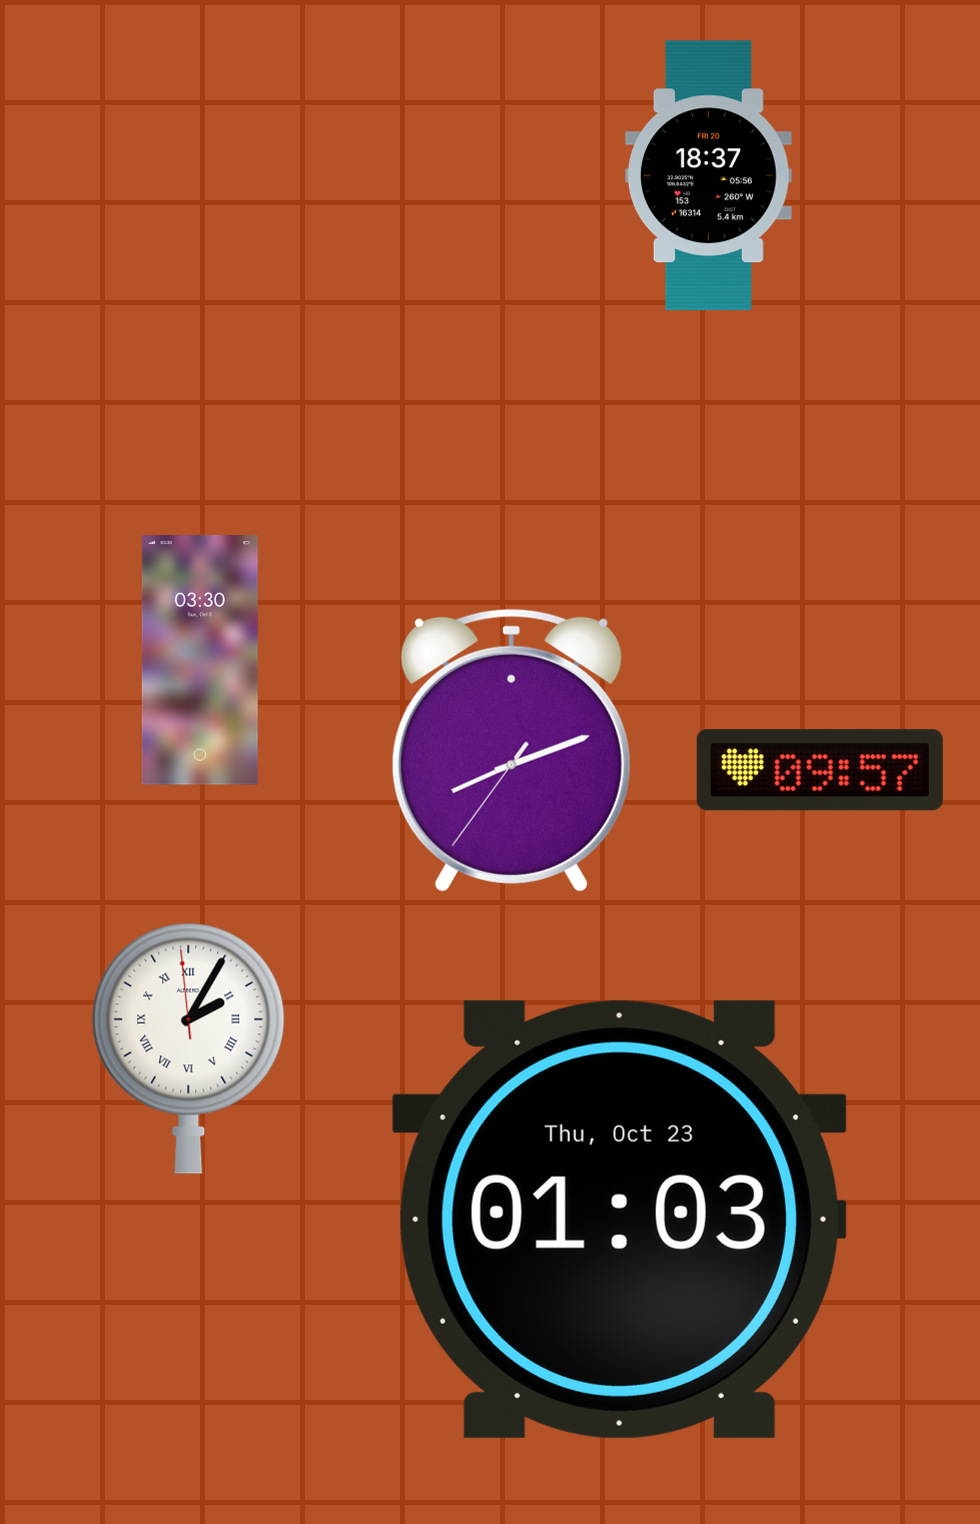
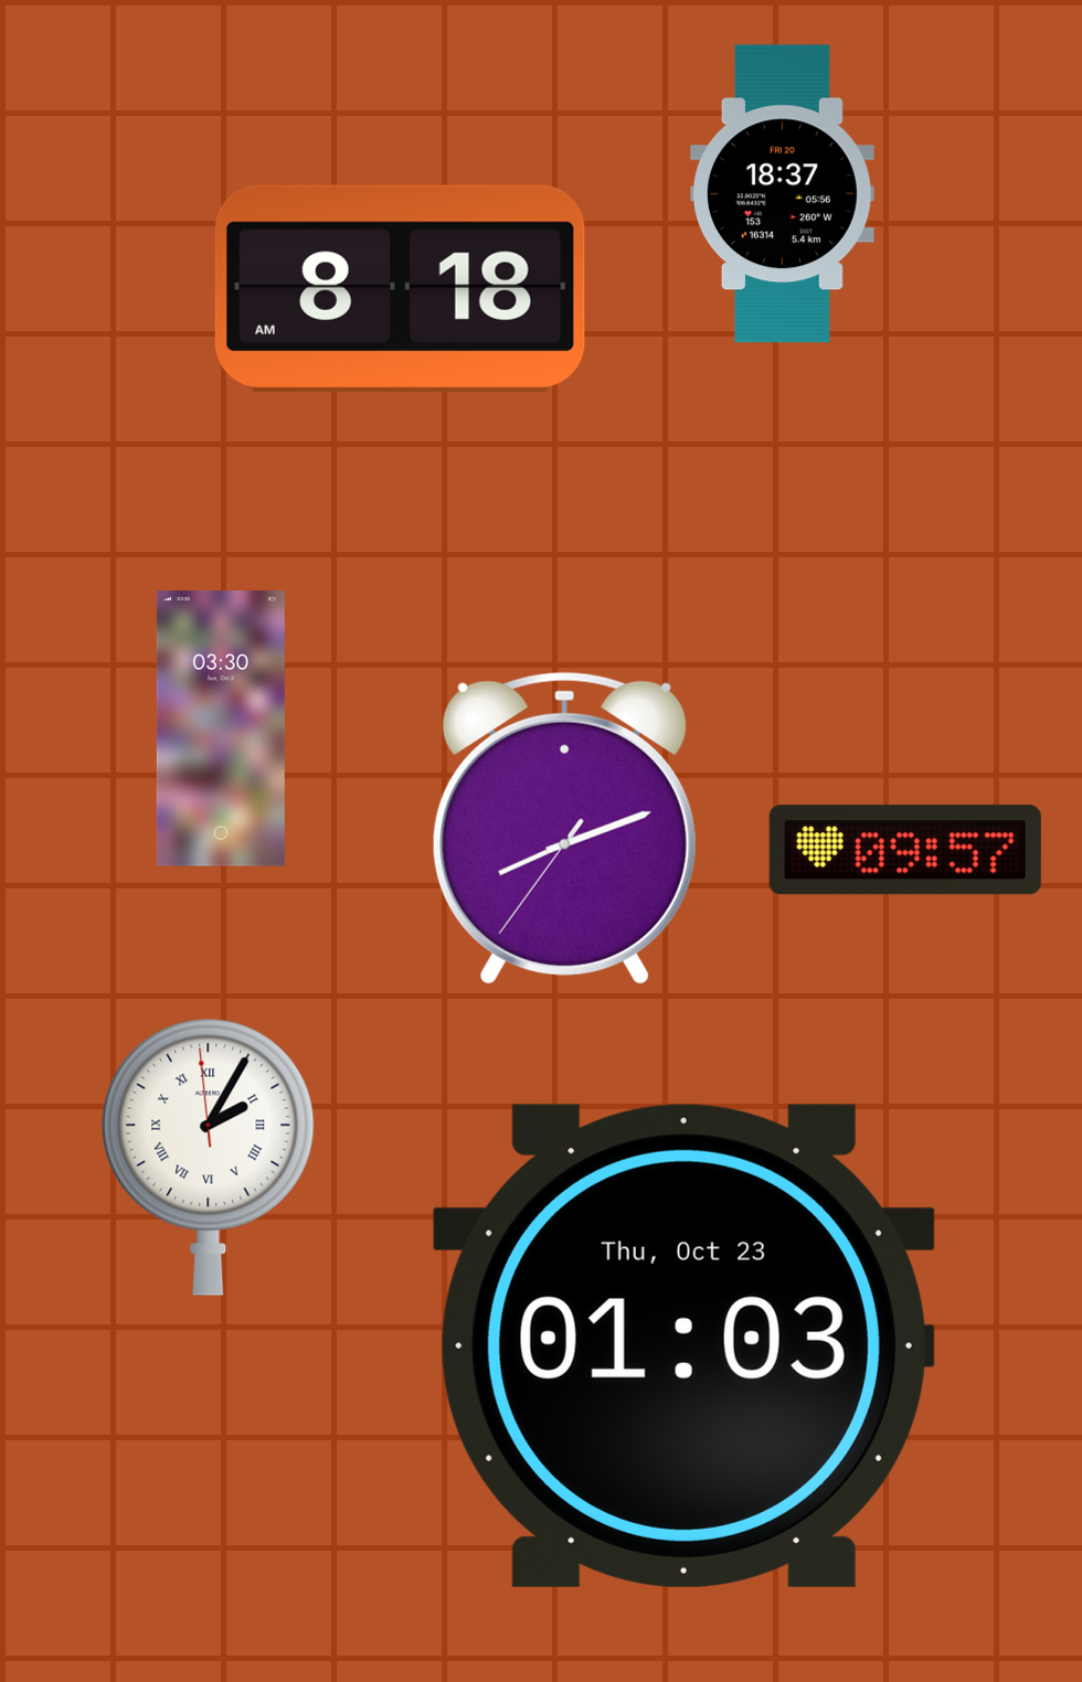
clock at (400, 288): none -> 8:18
